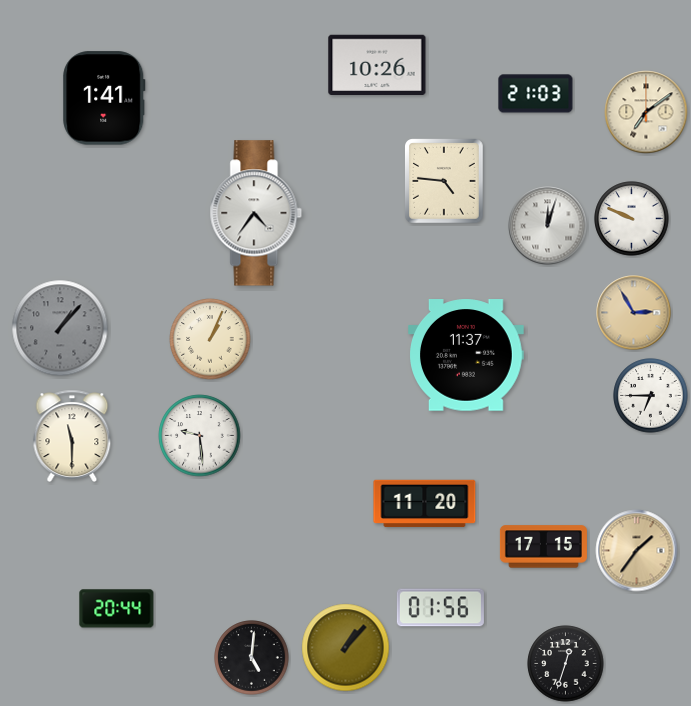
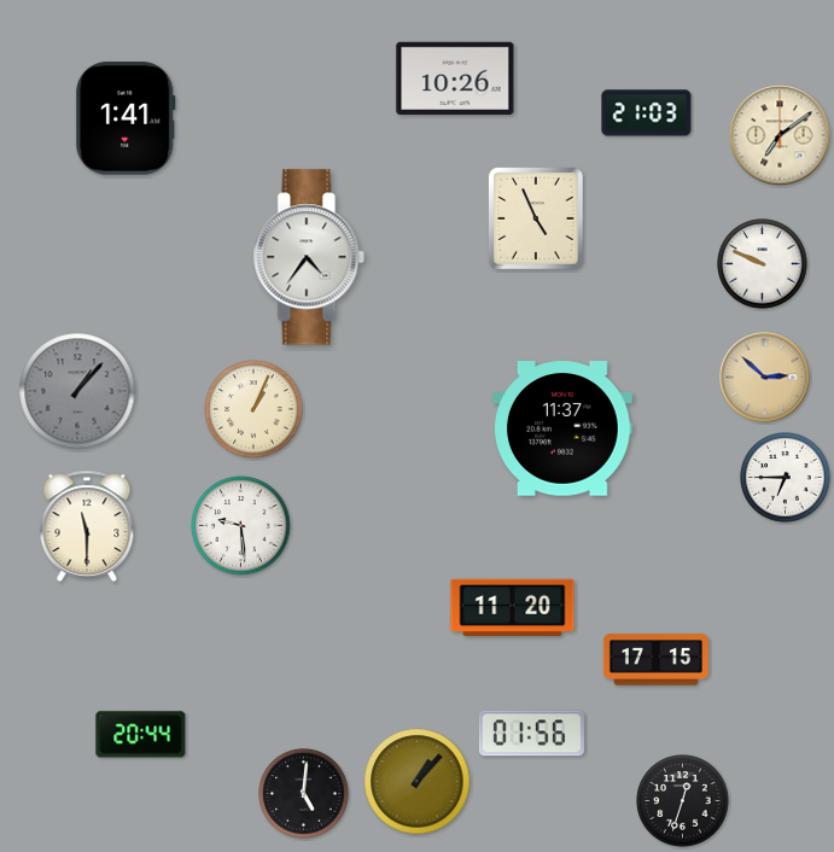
clock at (445, 181): 4:46 -> 4:56
clock at (548, 226): 12:03 -> none
clock at (634, 313): 2:55 -> 2:52
clock at (60, 328) position: (60, 328) -> (77, 391)
clock at (637, 551): 1:36 -> none
